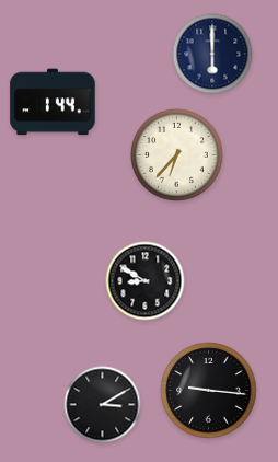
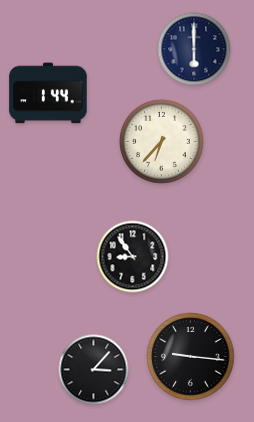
clock at (146, 281): 8:50 -> 8:54
clock at (103, 405): 3:10 -> 3:07
